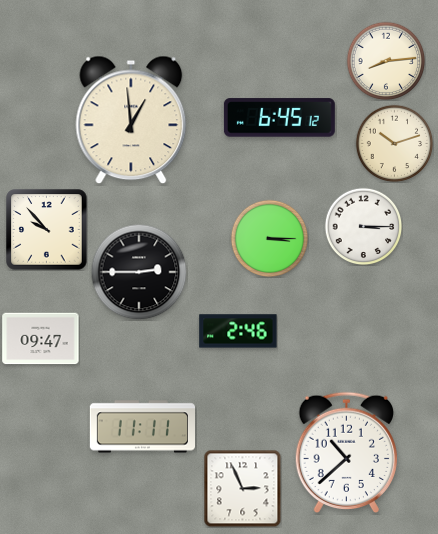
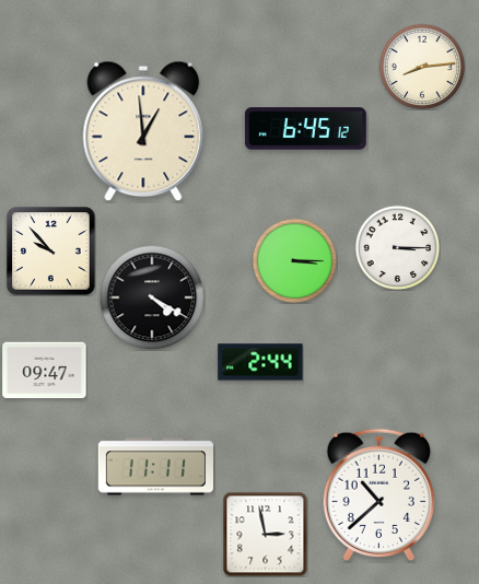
clock at (394, 143): 10:12 -> none
clock at (139, 272): 2:45 -> 4:20
clock at (238, 331): 2:46 -> 2:44
clock at (242, 488): 2:56 -> 2:58
